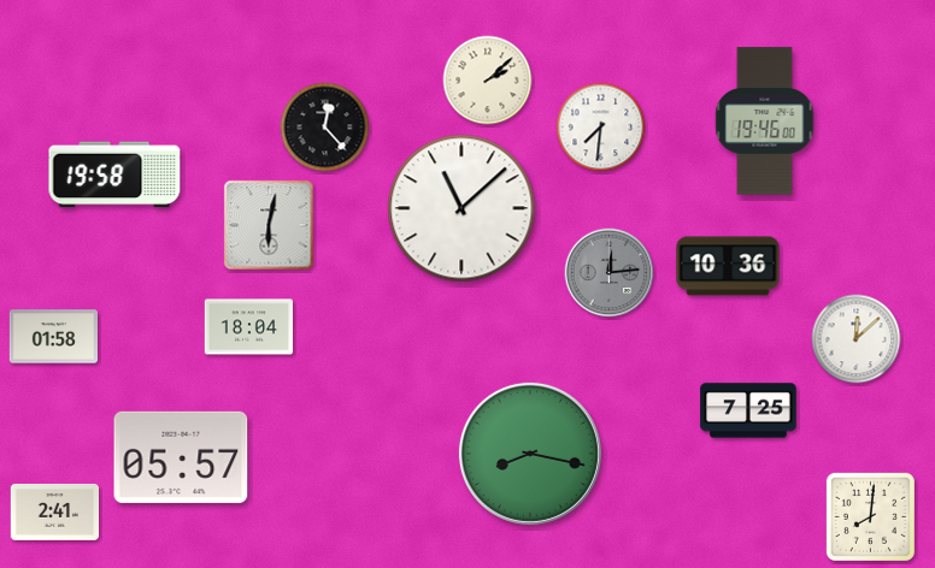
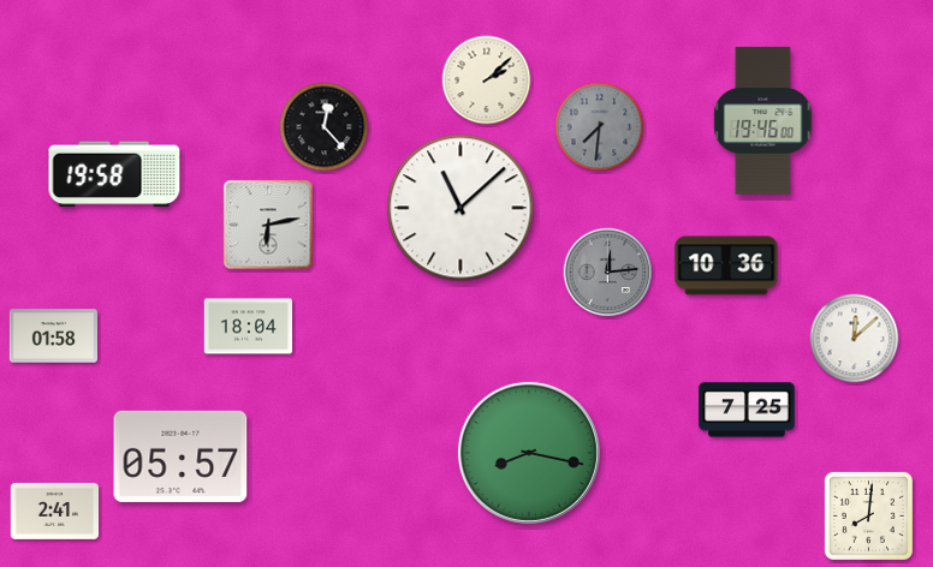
clock at (601, 128) dial: white -> grey
clock at (269, 225): 6:02 -> 6:13
